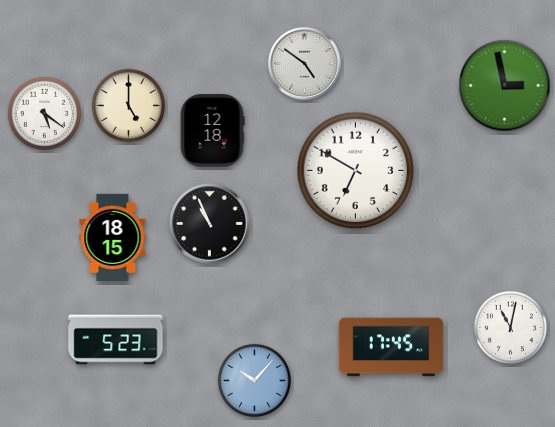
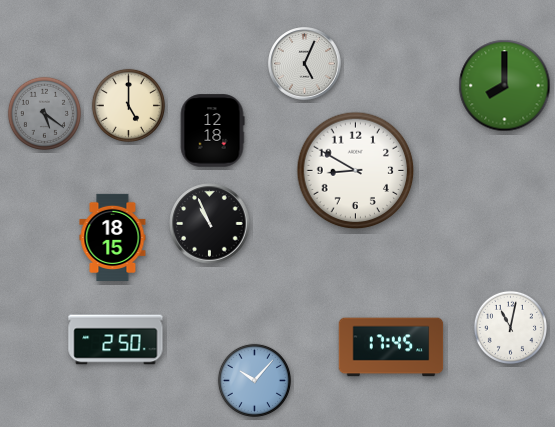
clock at (305, 64): 4:51 -> 5:04
clock at (505, 86): 2:58 -> 8:00
clock at (44, 113) dial: white -> grey
clock at (356, 171): 6:50 -> 8:50
clock at (116, 340): 5:23 -> 2:50
